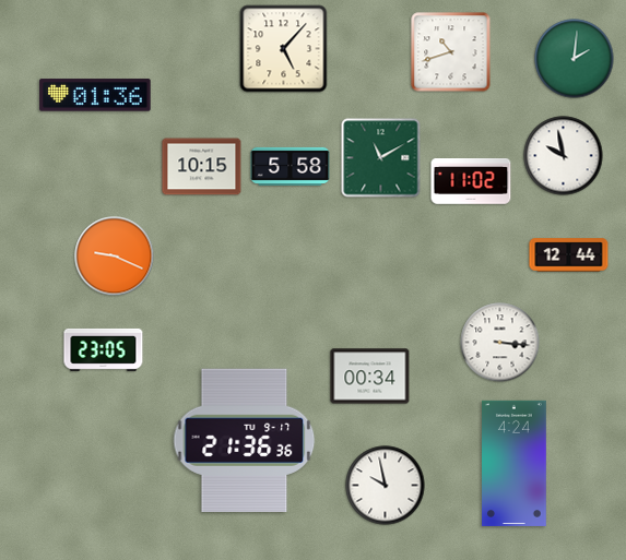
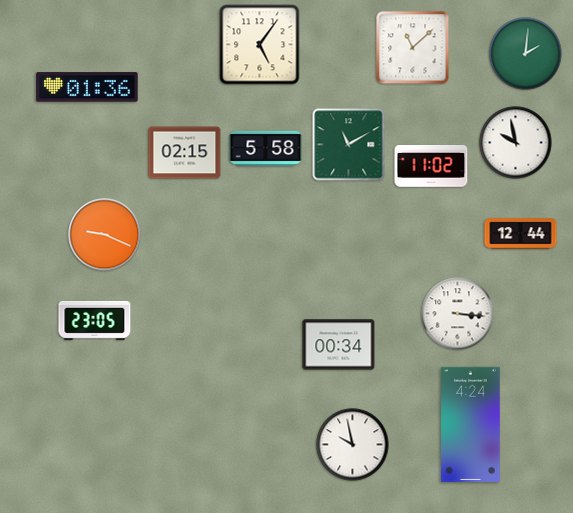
clock at (284, 49): 5:07 -> 5:06
clock at (451, 52): 10:42 -> 11:08
clock at (291, 166) position: (291, 166) -> (266, 148)
clock at (202, 167): 10:15 -> 02:15
clock at (245, 440): 21:36 -> none
